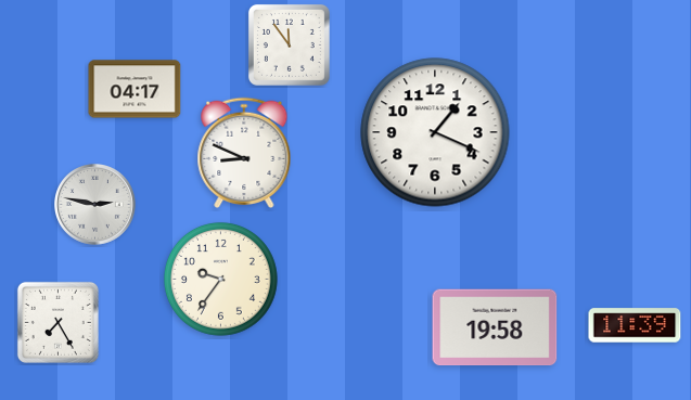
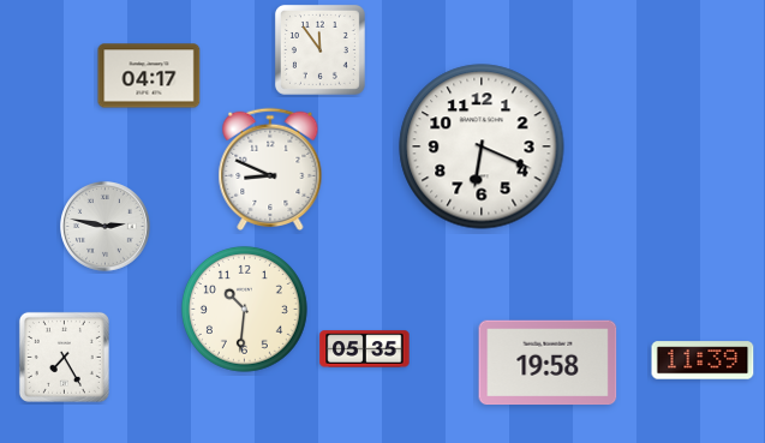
clock at (135, 89) position: (135, 89) -> (149, 76)
clock at (435, 132): 1:19 -> 6:19
clock at (220, 279): 9:36 -> 10:31
clock at (365, 349): none -> 05:35
